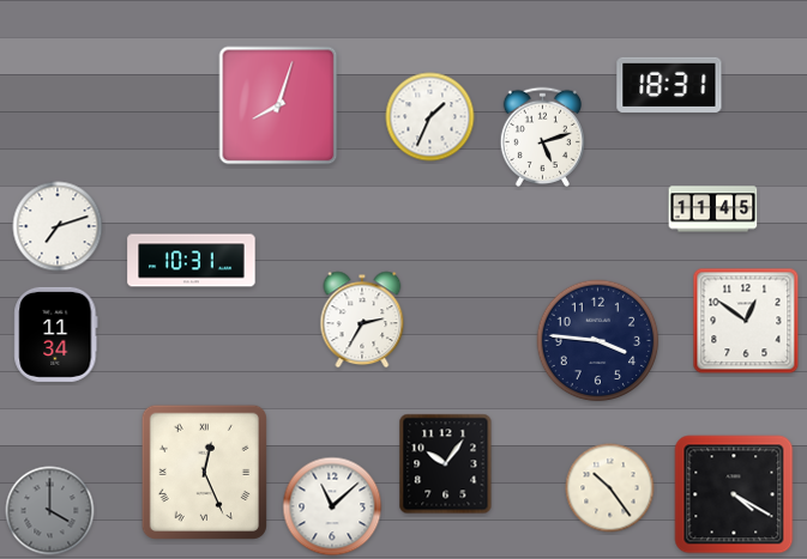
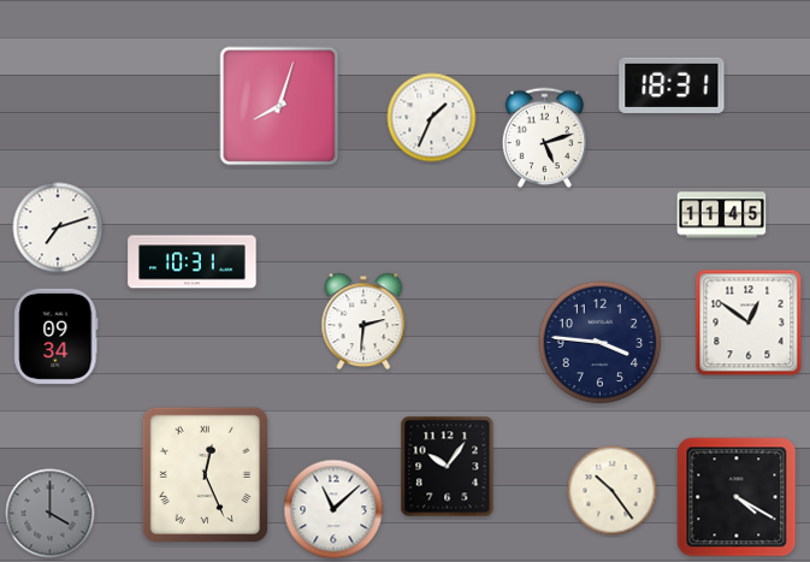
clock at (713, 209) position: (713, 209) -> (722, 215)
clock at (362, 320): 2:35 -> 2:31
clock at (56, 334): 11:34 -> 09:34
